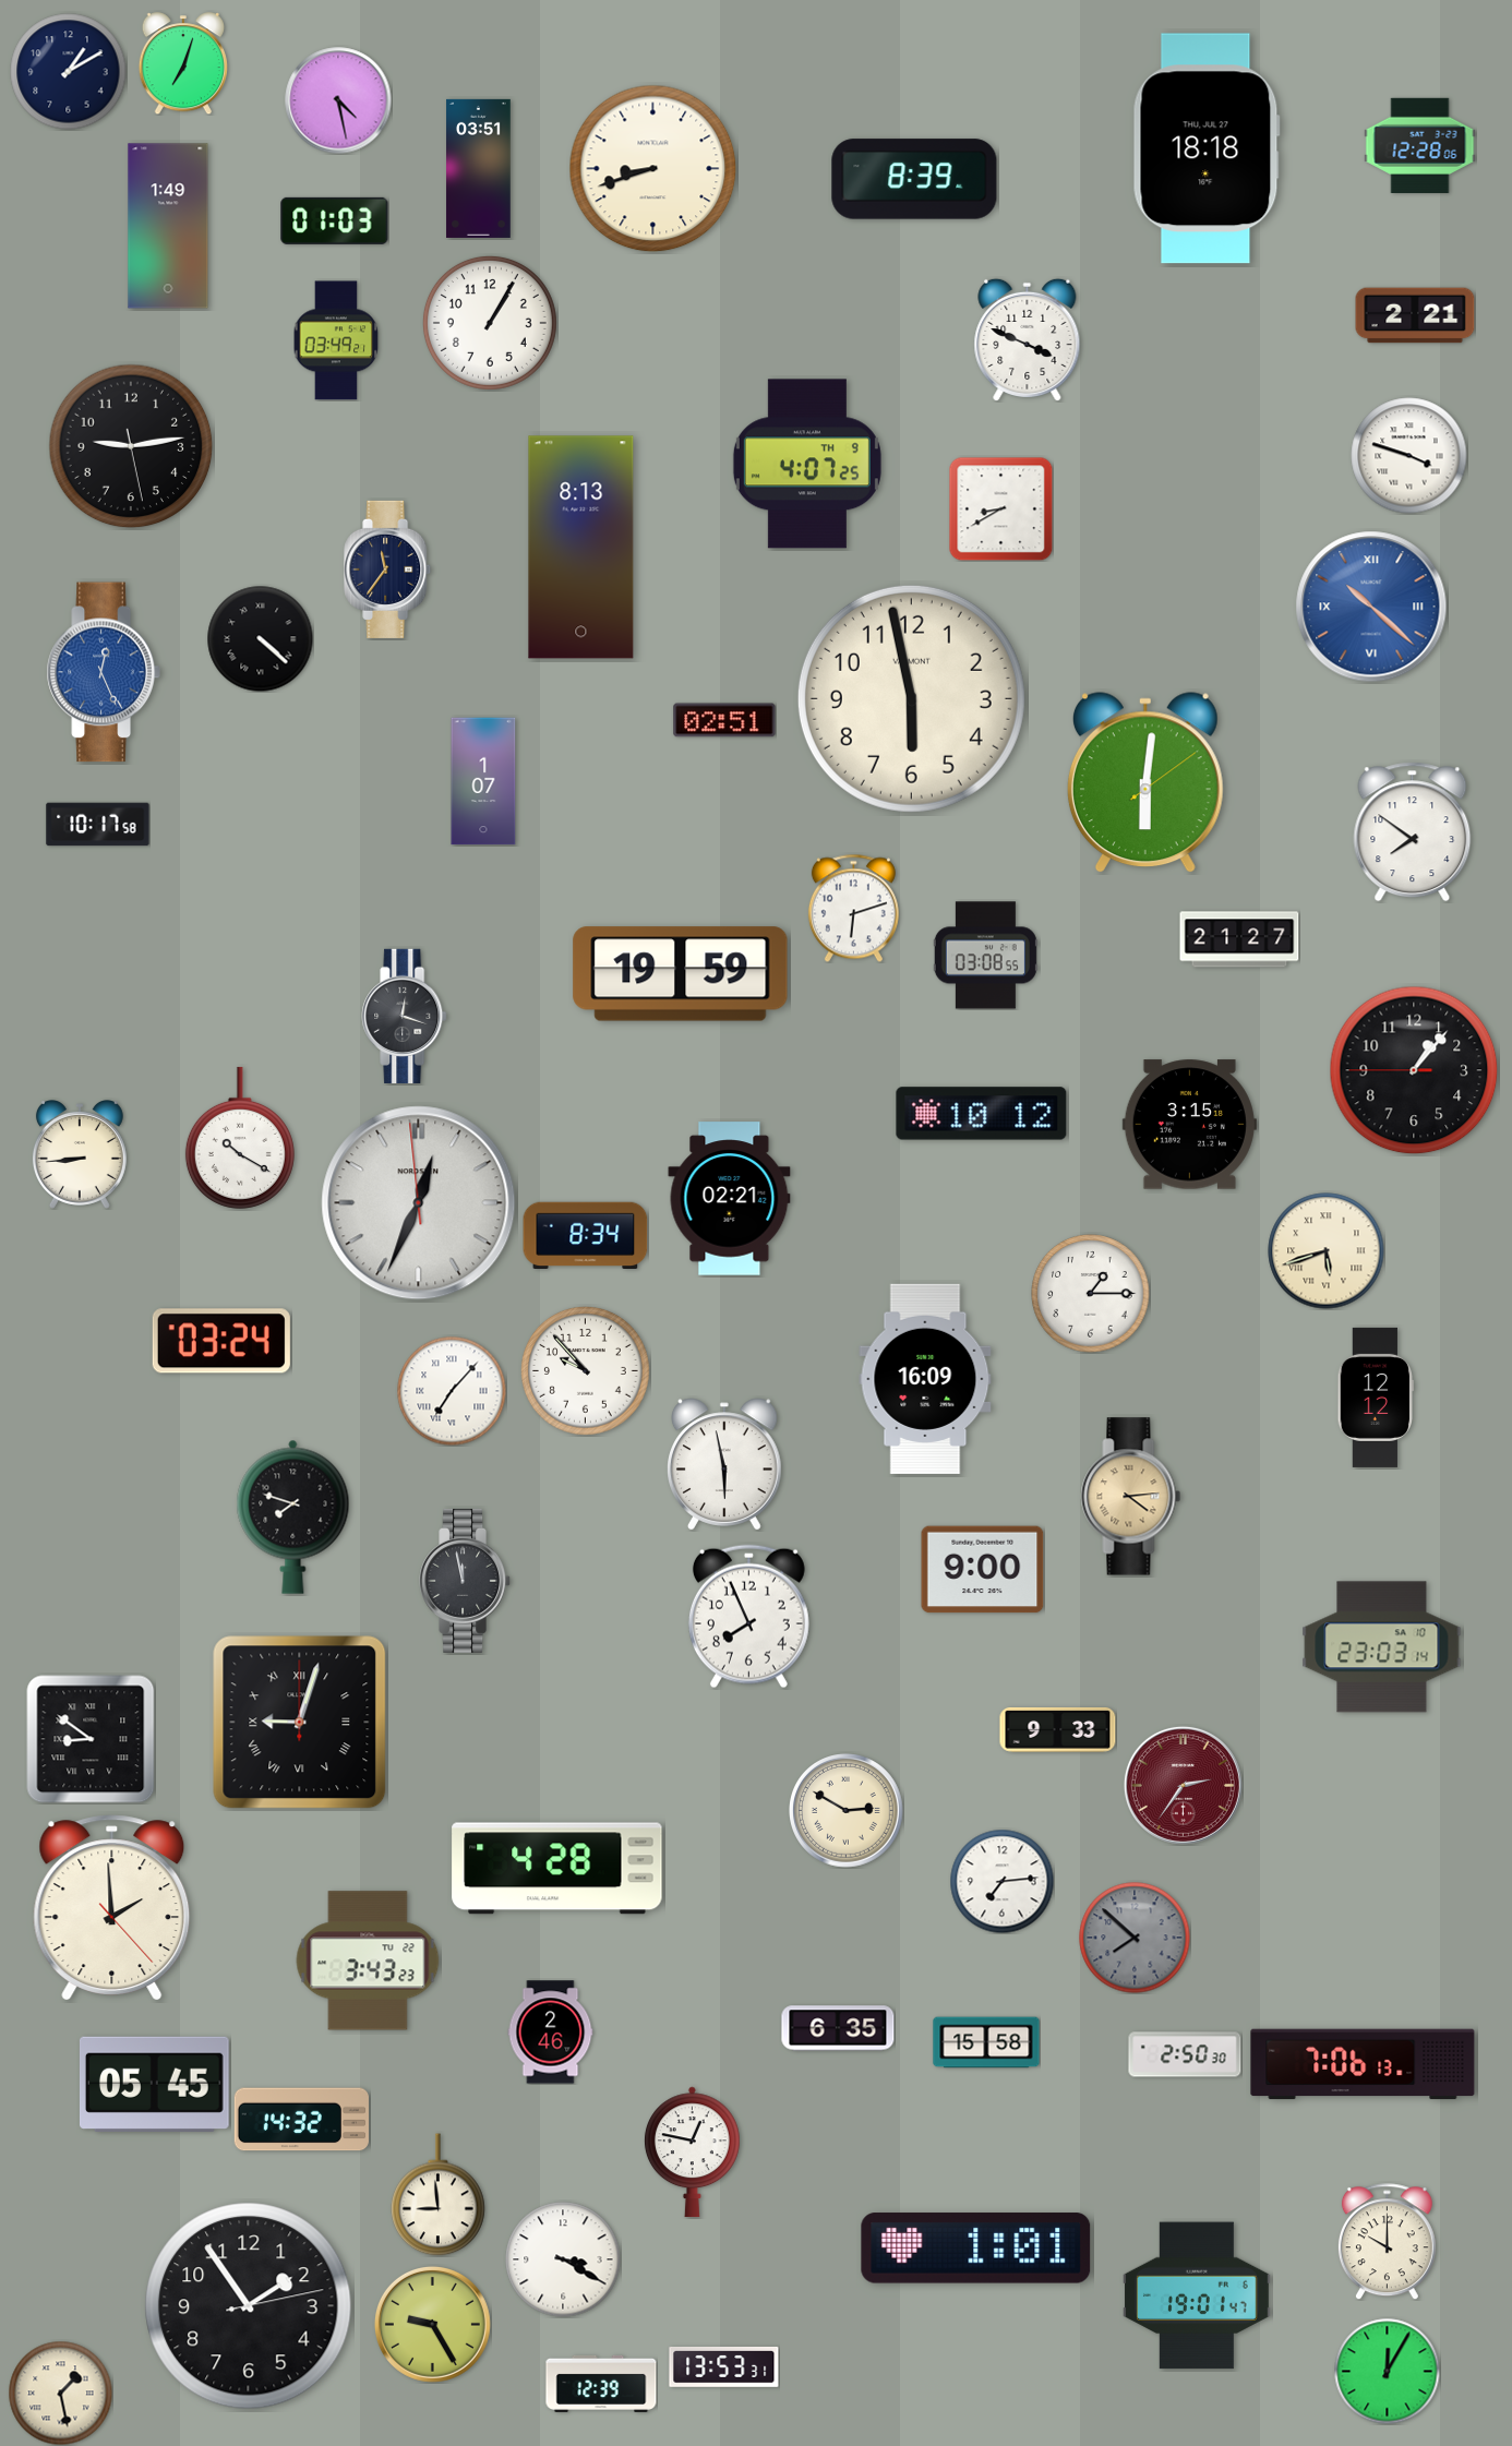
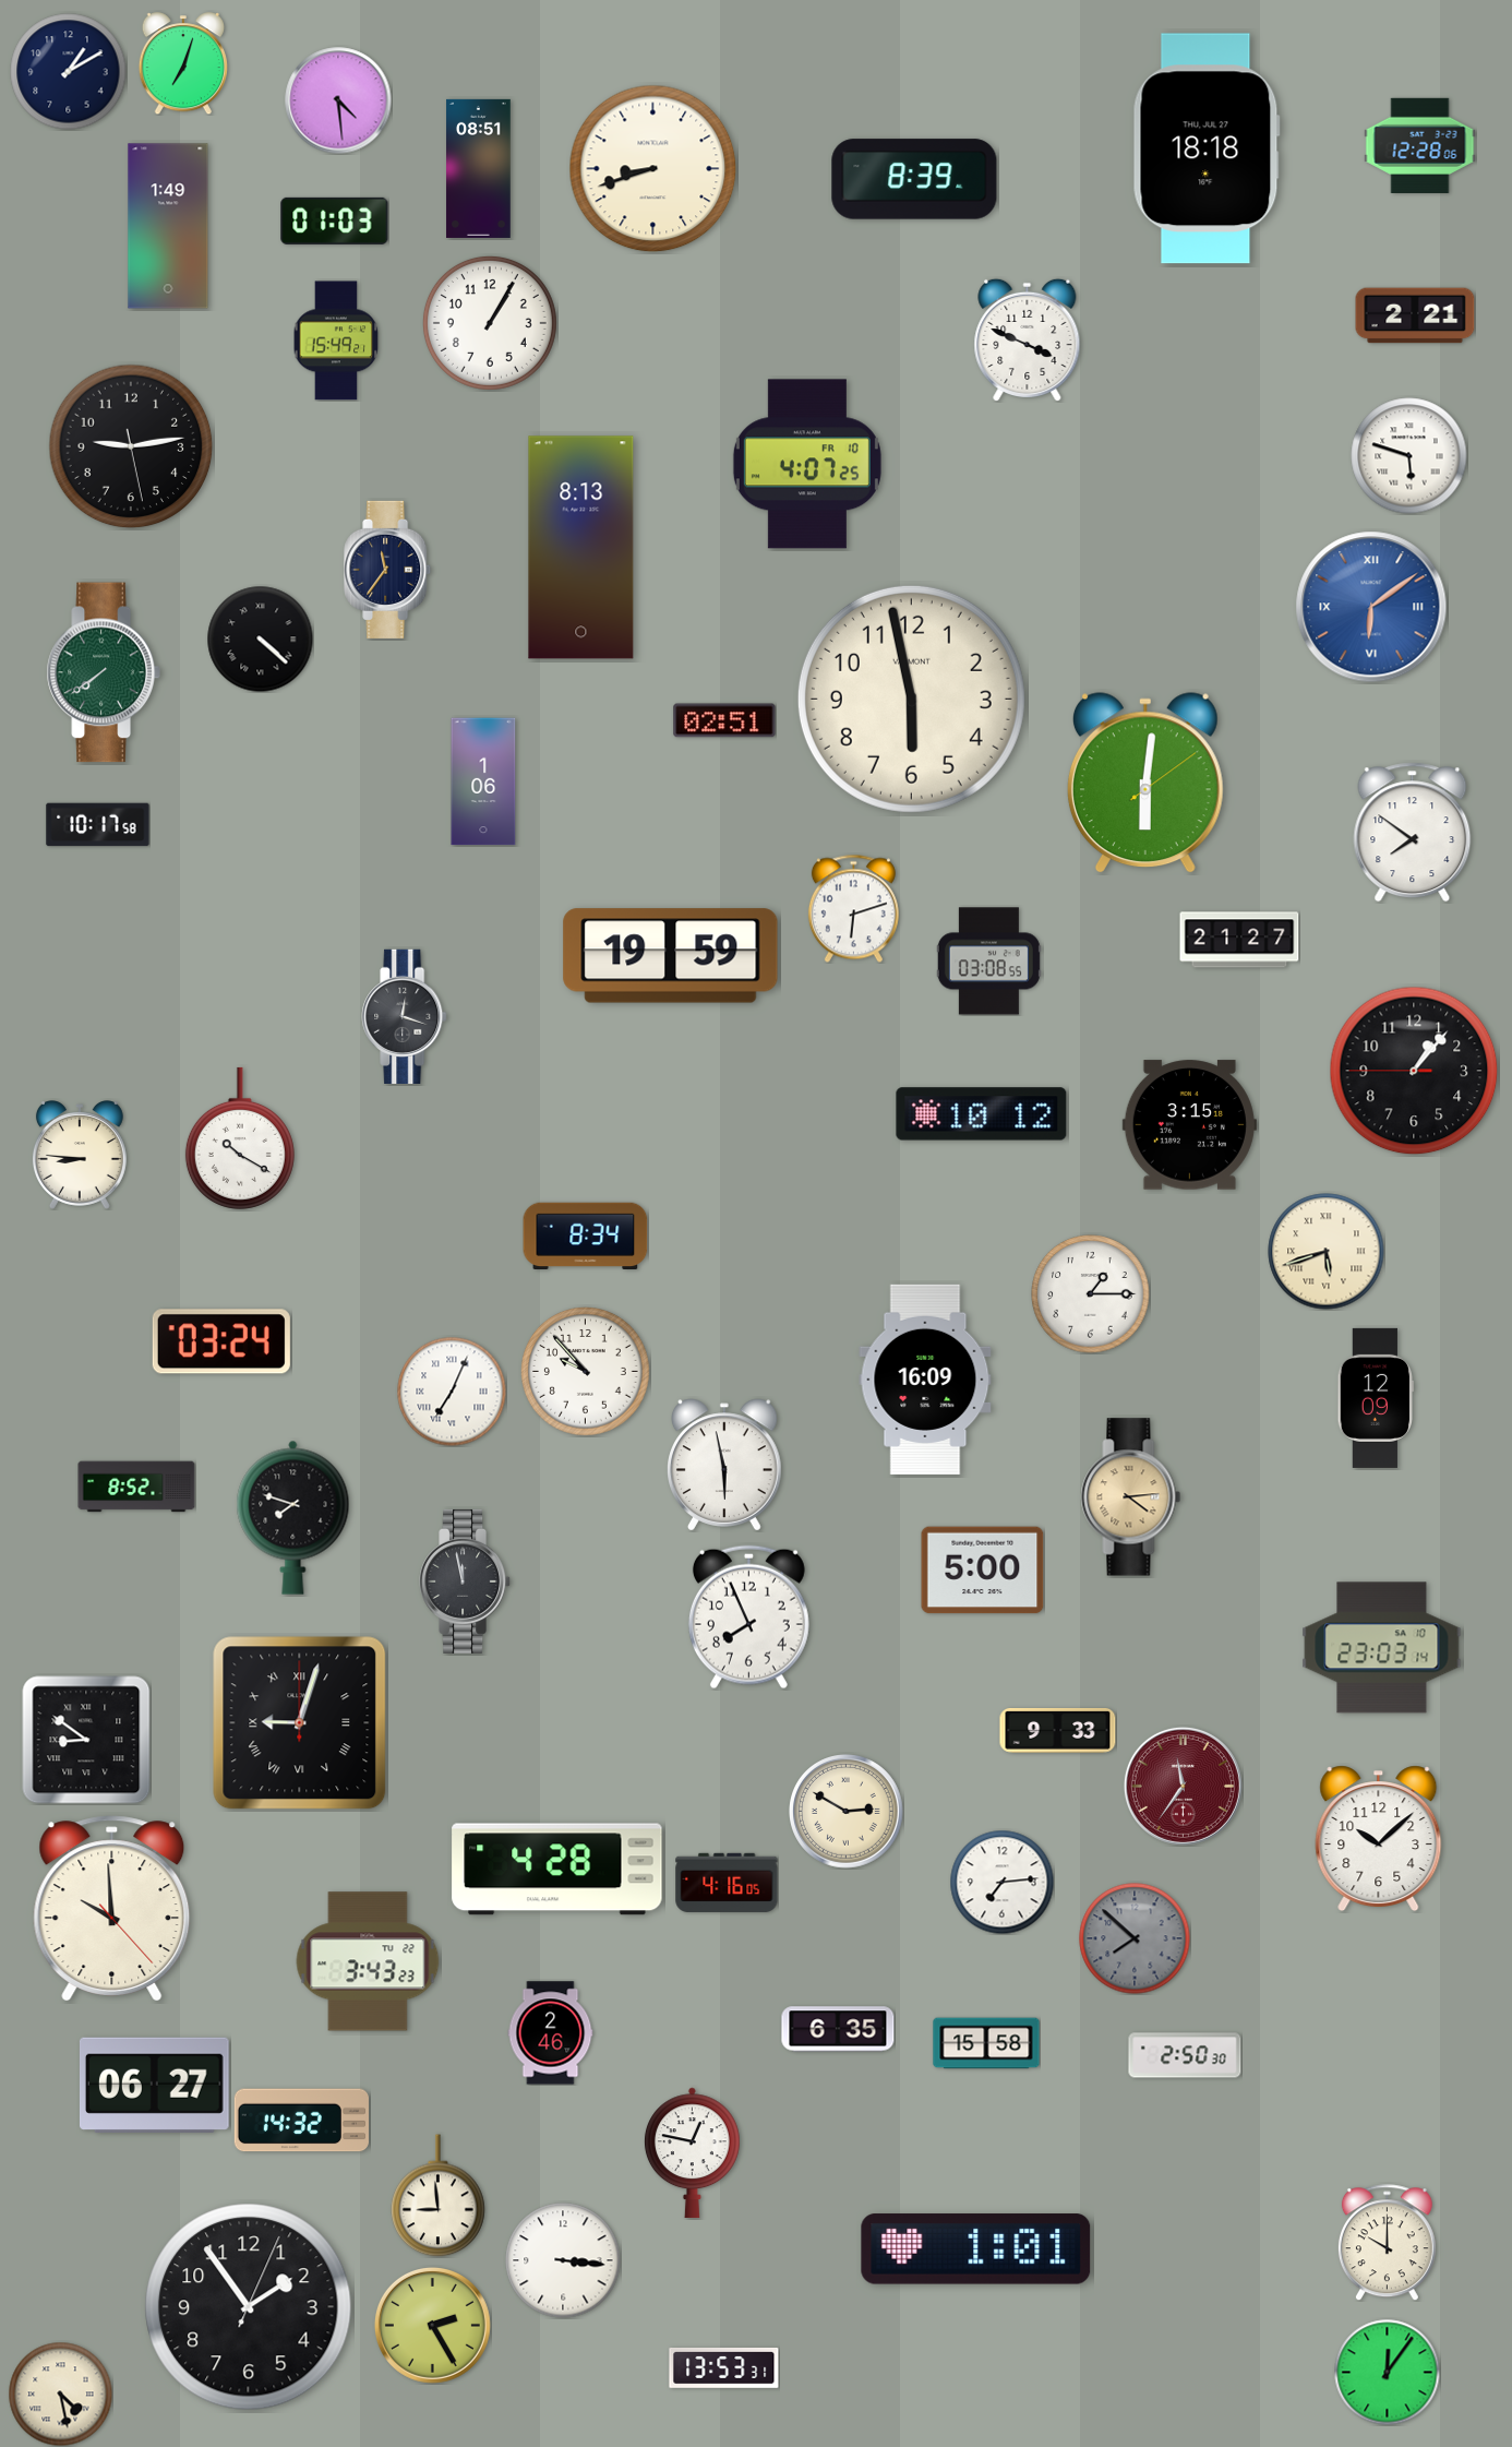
clock at (338, 100): 4:28 -> 4:29
clock at (479, 168): 03:51 -> 08:51
clock at (336, 340): 03:49 -> 15:49
clock at (1409, 456): 3:48 -> 5:48
clock at (807, 464) date: TH 9 -> FR 10
clock at (1000, 508): 8:40 -> none
clock at (1371, 607): 10:22 -> 6:09
clock at (104, 672): 12:26 -> 7:39
clock at (104, 672) dial: blue -> green
clock at (483, 781): 1:07 -> 1:06
clock at (985, 956) position: (985, 956) -> (988, 962)
clock at (681, 974) position: (681, 974) -> (671, 956)
clock at (80, 1155): 8:44 -> 8:46
clock at (730, 1199): 02:21 -> none
clock at (419, 1203): 12:33 -> none
clock at (452, 1391): 7:07 -> 7:04
clock at (1375, 1398): 12:12 -> 12:09
clock at (136, 1487): none -> 8:52
clock at (983, 1570): 9:00 -> 5:00
clock at (91, 1739) position: (91, 1739) -> (86, 1740)
clock at (1183, 1785): 2:36 -> 11:36
clock at (1379, 1839): none -> 10:08
clock at (727, 1883): none -> 4:16
clock at (112, 1908): 1:59 -> 9:59
clock at (1363, 2064): 7:06 -> none
clock at (154, 2084): 05:45 -> 06:27
clock at (563, 2259): 3:20 -> 3:16
clock at (1197, 2295): 19:01 -> none
clock at (249, 2306): 1:54:13 -> 1:54:04
clock at (432, 2324): 9:25 -> 2:25
clock at (1387, 2371): 12:05 -> 12:06
clock at (601, 2384): 12:39 -> none
clock at (60, 2393): 1:28 -> 4:28
